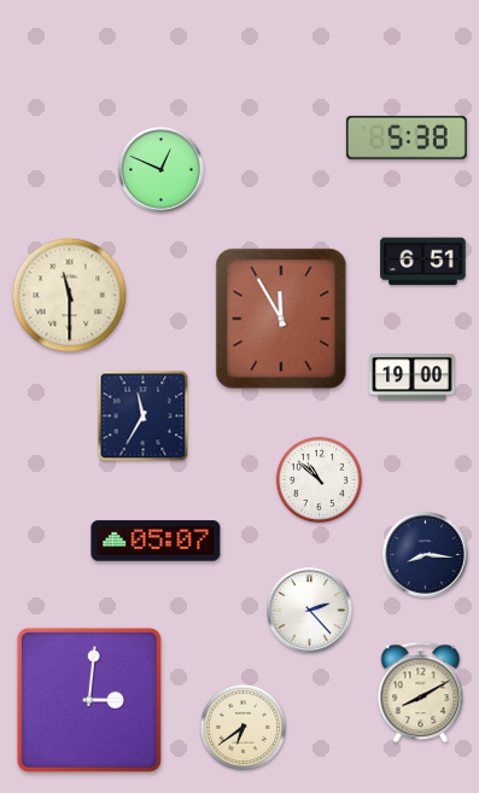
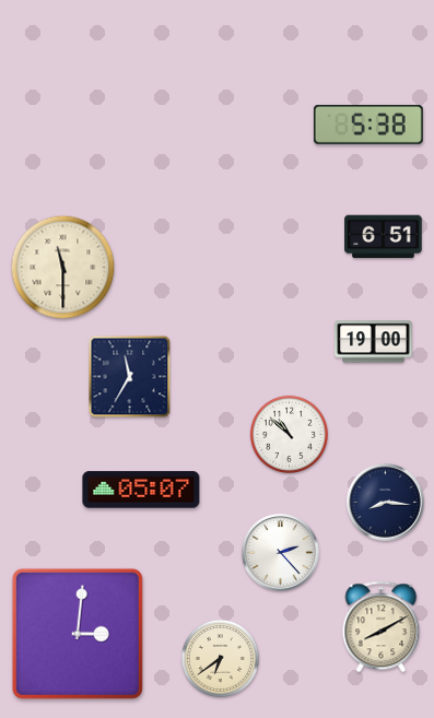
clock at (162, 170): 12:49 -> none
clock at (281, 319): 11:55 -> none
clock at (89, 700) position: (89, 700) -> (78, 634)
